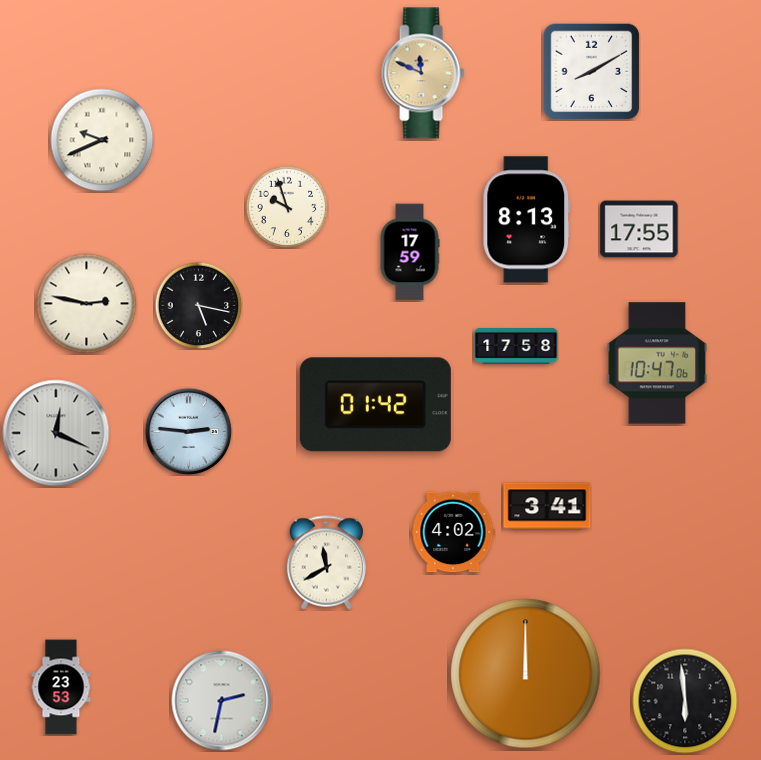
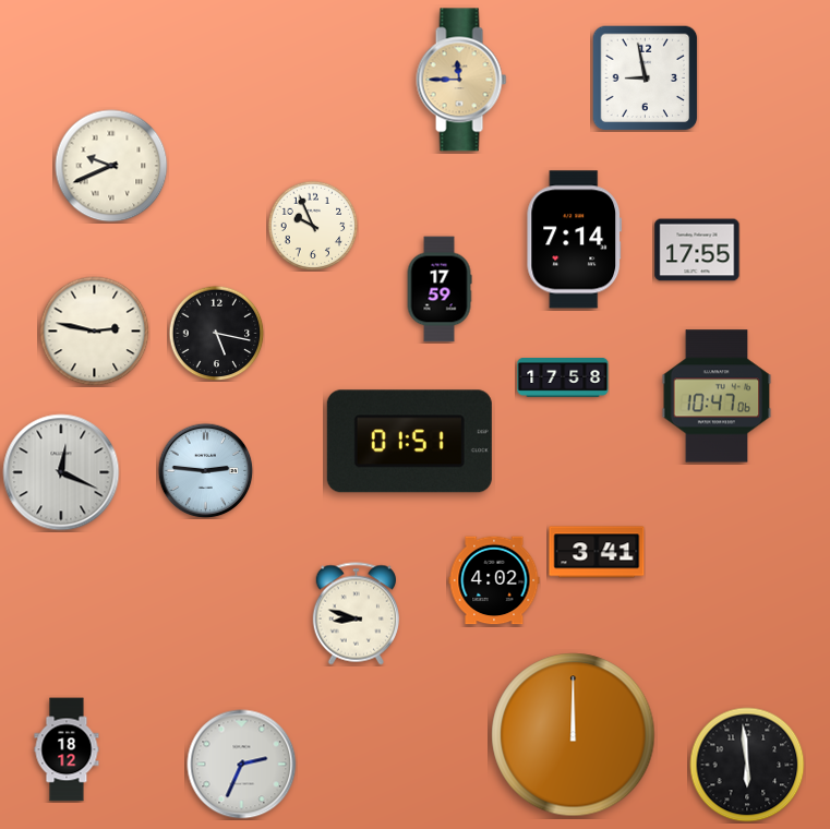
clock at (591, 71): 8:10 -> 8:58
clock at (423, 73): 11:49 -> 11:45
clock at (102, 140) position: (102, 140) -> (111, 166)
clock at (287, 207): 9:57 -> 9:56
clock at (527, 220): 8:13 -> 7:14
clock at (410, 252) position: (410, 252) -> (440, 289)
clock at (375, 405): 01:42 -> 01:51
clock at (326, 563): 11:40 -> 8:48
clock at (61, 687): 23:53 -> 18:12
clock at (222, 701): 2:32 -> 2:34
